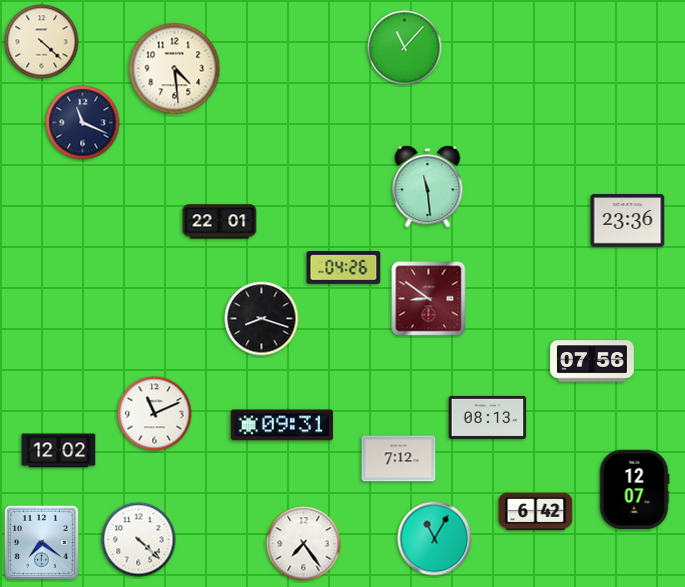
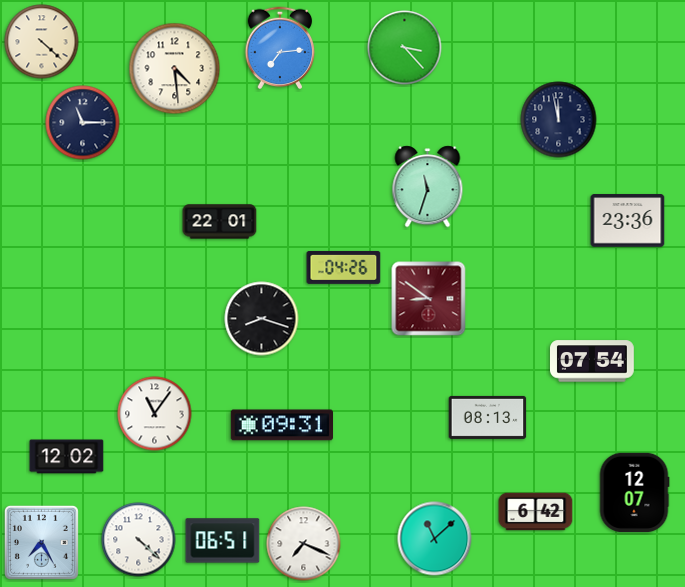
clock at (280, 48): none -> 7:14
clock at (405, 48): 11:07 -> 3:23
clock at (559, 120): none -> 11:58
clock at (83, 123): 11:19 -> 11:15
clock at (428, 187): 11:29 -> 11:33
clock at (593, 361): 07:56 -> 07:54
clock at (155, 414): 11:11 -> 11:06
clock at (59, 451) position: (59, 451) -> (67, 457)
clock at (399, 459): 7:12 -> none
clock at (634, 490) position: (634, 490) -> (634, 493)
clock at (435, 539): 11:05 -> 11:08
clock at (223, 541): none -> 06:51
clock at (41, 542): 7:21 -> 7:25
clock at (304, 544): 7:24 -> 7:19
